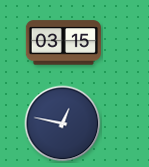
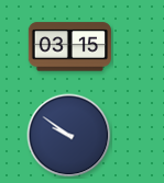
clock at (63, 124): 12:47 -> 9:51
